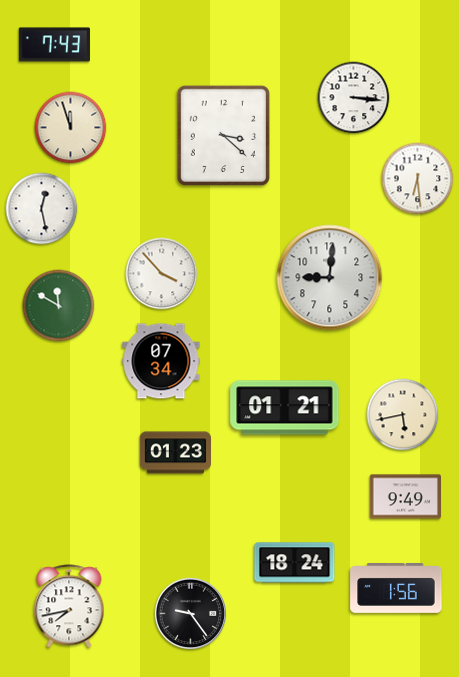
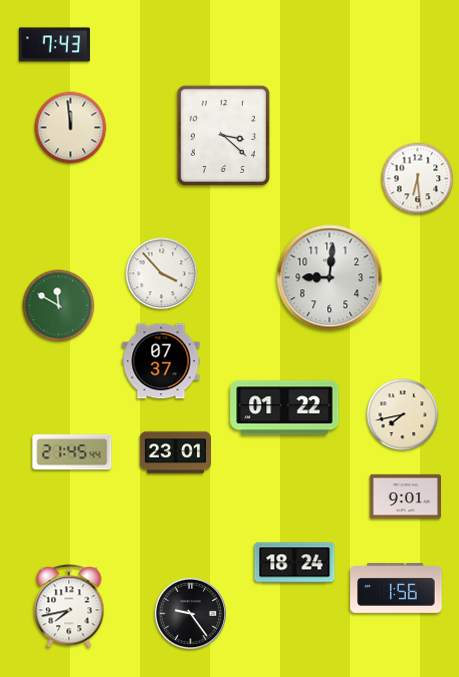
clock at (354, 98): 3:16 -> none
clock at (71, 128): 11:57 -> 11:59
clock at (42, 209): 12:28 -> none
clock at (161, 361): 07:34 -> 07:37
clock at (285, 408): 01:21 -> 01:22
clock at (403, 415): 5:43 -> 7:43
clock at (72, 452): none -> 21:45
clock at (175, 453): 01:23 -> 23:01
clock at (405, 497): 9:49 -> 9:01
